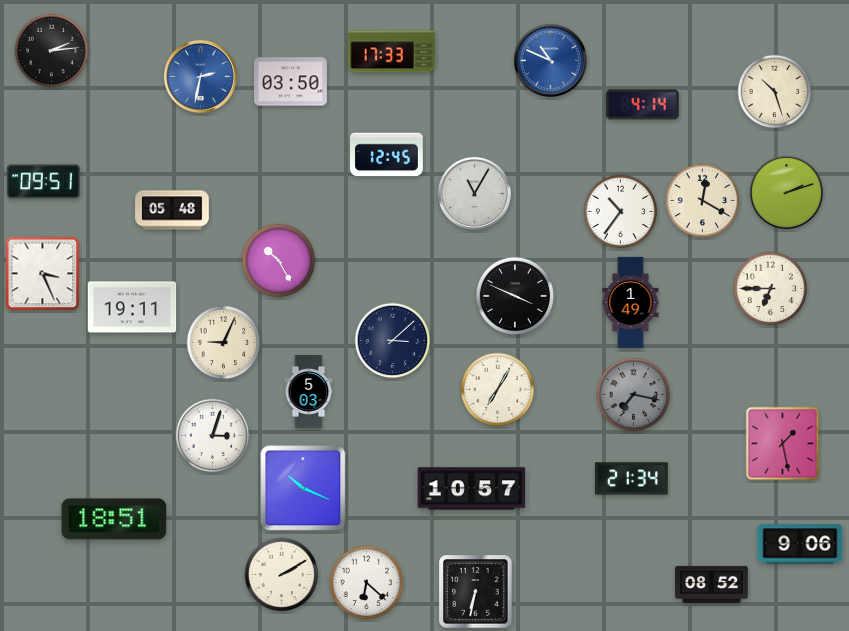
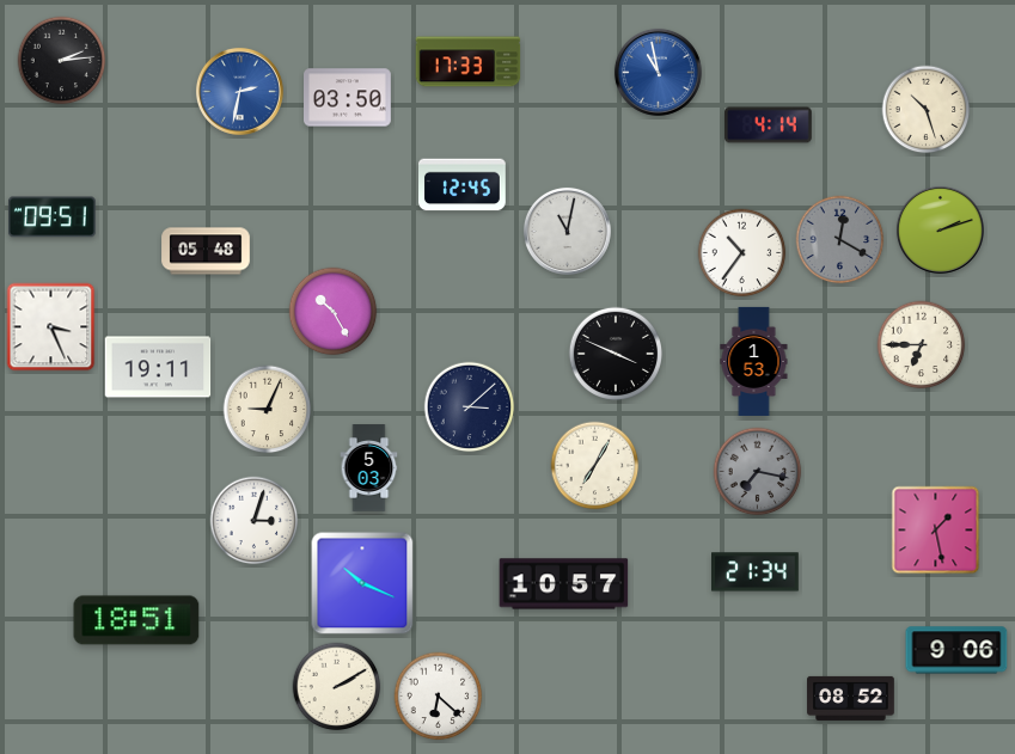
clock at (550, 60): 10:49 -> 10:58
clock at (474, 193): 11:05 -> 11:02
clock at (703, 201) dial: cream -> grey
clock at (631, 302): 1:49 -> 1:53
clock at (476, 592): 6:32 -> none
